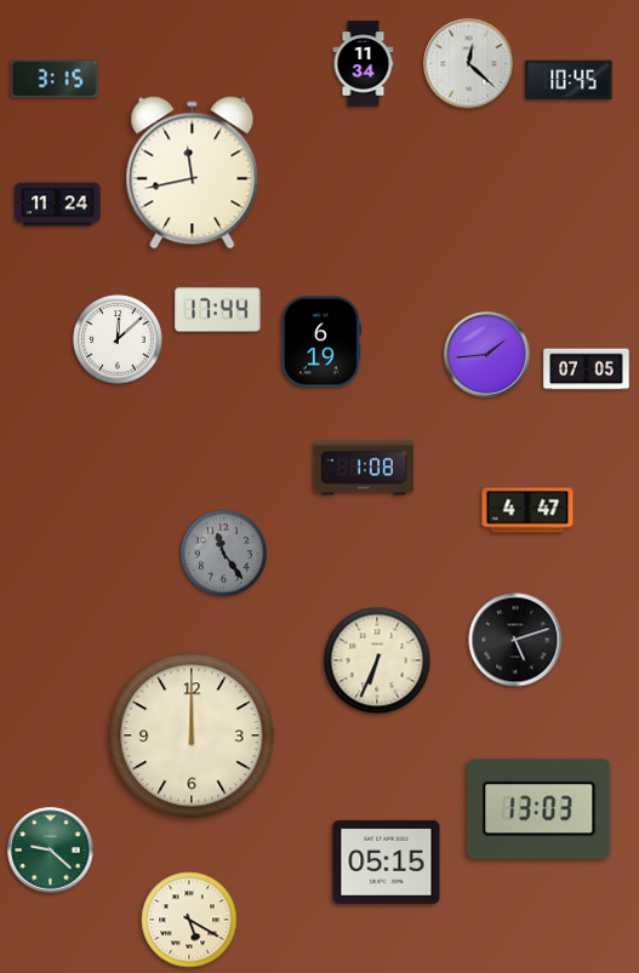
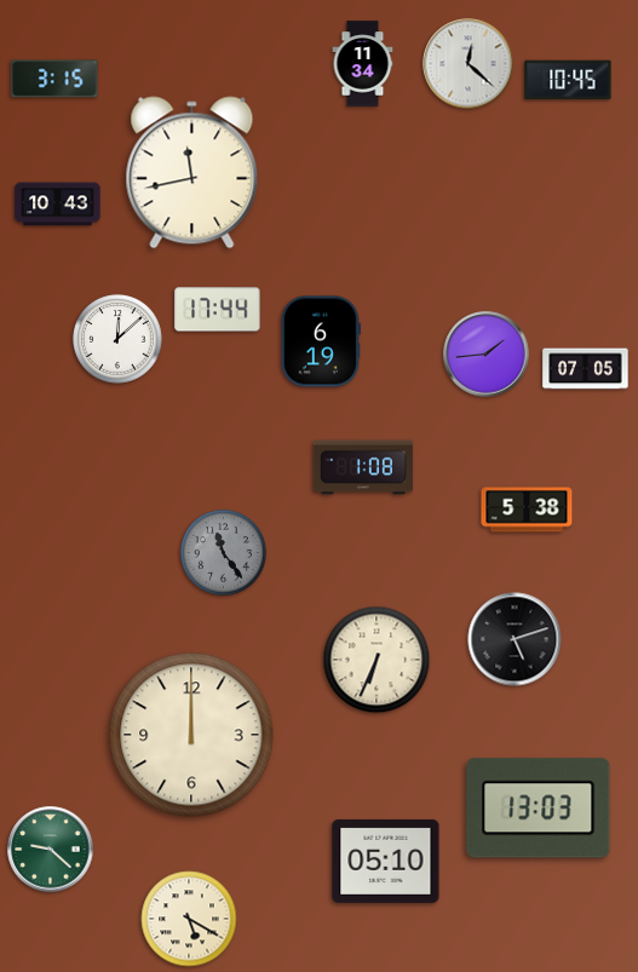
clock at (58, 205): 11:24 -> 10:43
clock at (527, 510): 4:47 -> 5:38
clock at (387, 862): 05:15 -> 05:10
